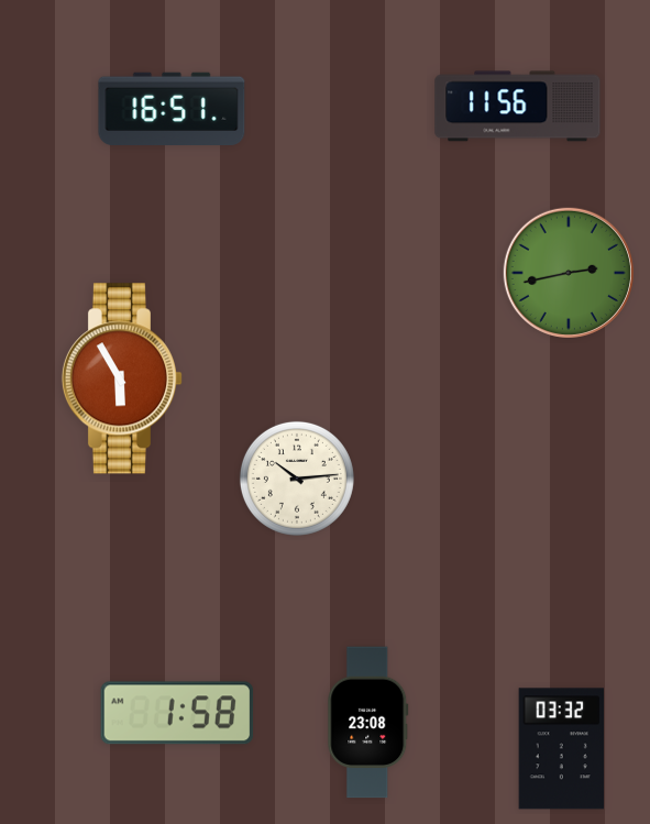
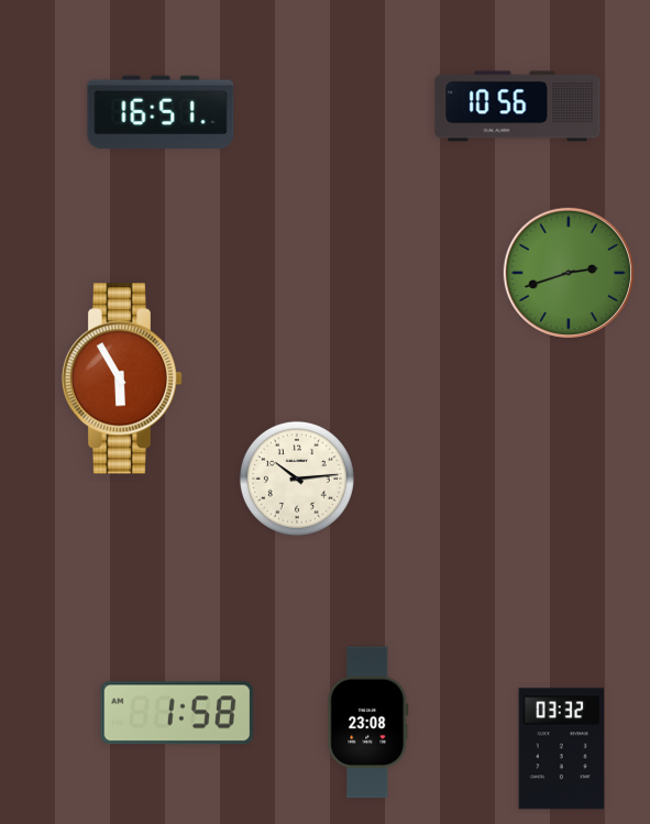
clock at (518, 107): 11:56 -> 10:56
clock at (172, 109) position: (172, 109) -> (161, 112)
clock at (569, 273): 2:43 -> 2:42
